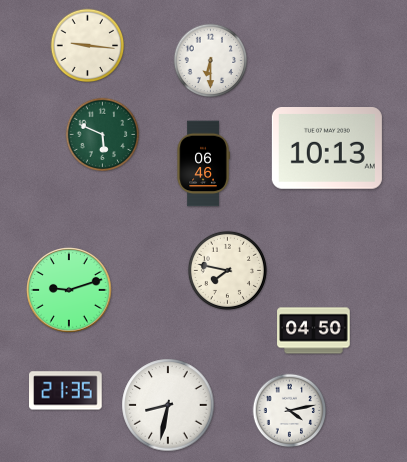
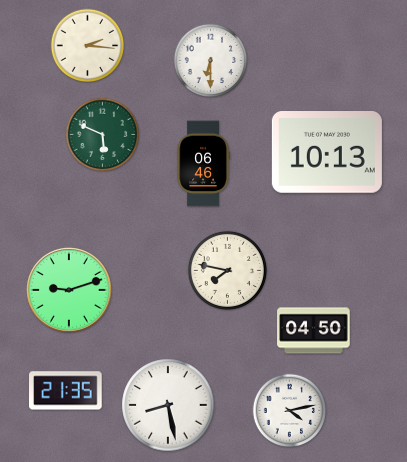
clock at (88, 46): 9:16 -> 2:16
clock at (327, 149) position: (327, 149) -> (327, 153)
clock at (168, 405): 8:32 -> 8:28
